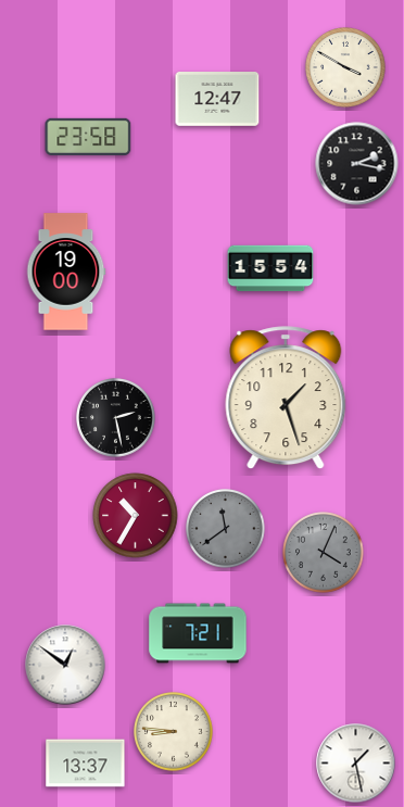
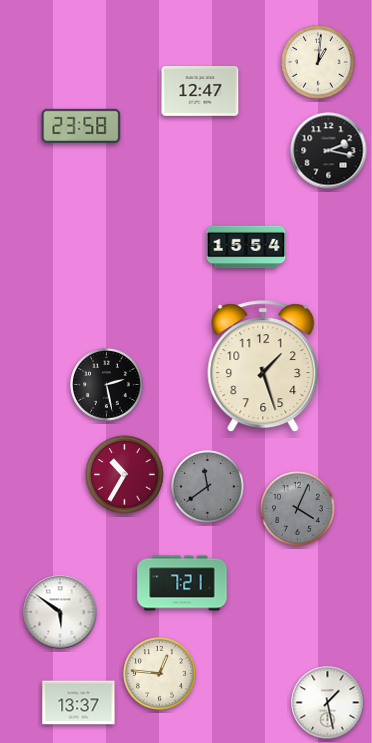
clock at (345, 67): 3:50 -> 1:01
clock at (270, 268) position: (270, 268) -> (246, 247)
clock at (66, 272): 19:00 -> none
clock at (65, 665): 12:51 -> 5:51
clock at (174, 732): 8:46 -> 12:46
